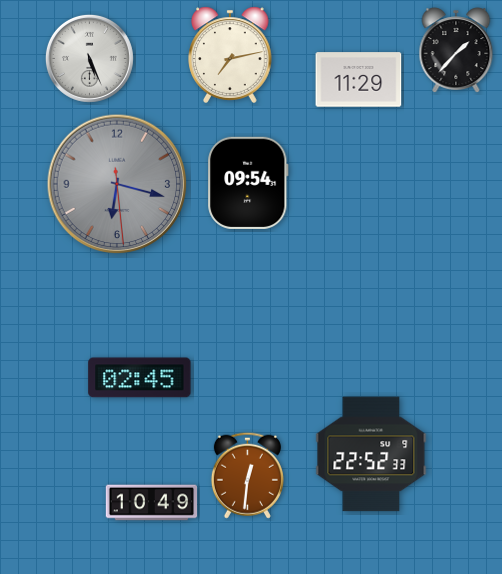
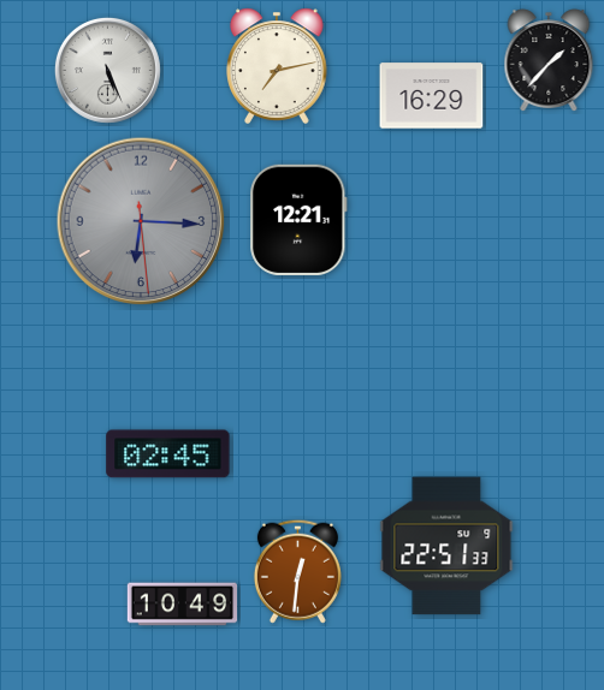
clock at (359, 80): 11:29 -> 16:29
clock at (248, 183): 09:54 -> 12:21
clock at (117, 184): 6:17 -> 6:15
clock at (371, 454): 22:52 -> 22:51
